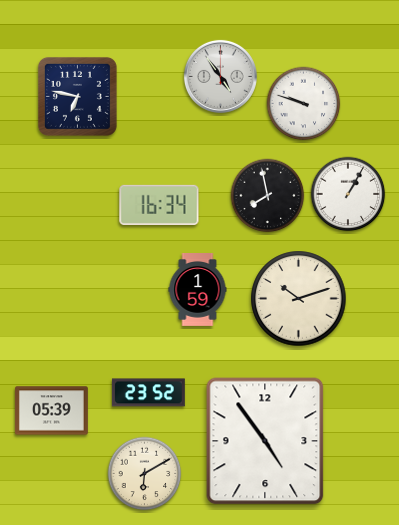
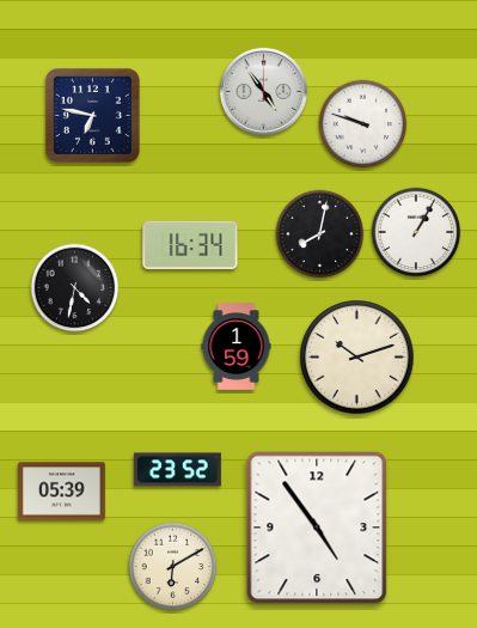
clock at (268, 196): 7:58 -> 8:02
clock at (75, 288): none -> 4:32
